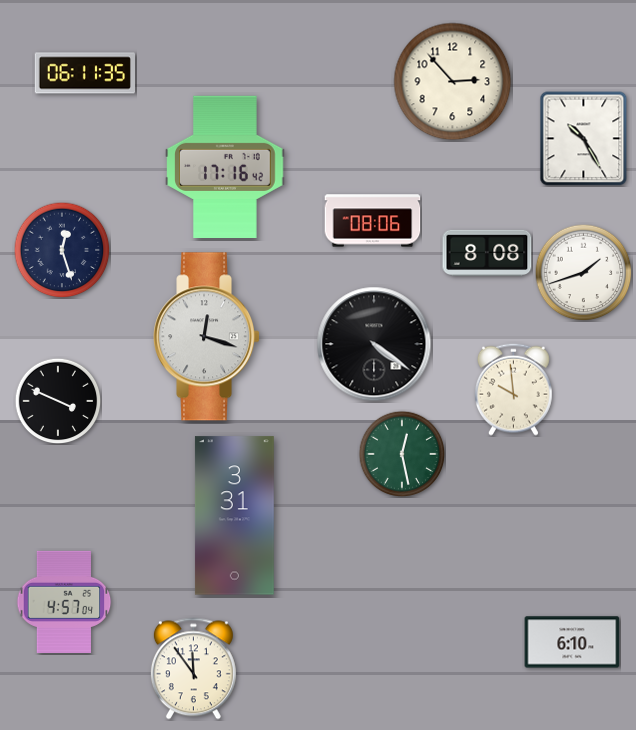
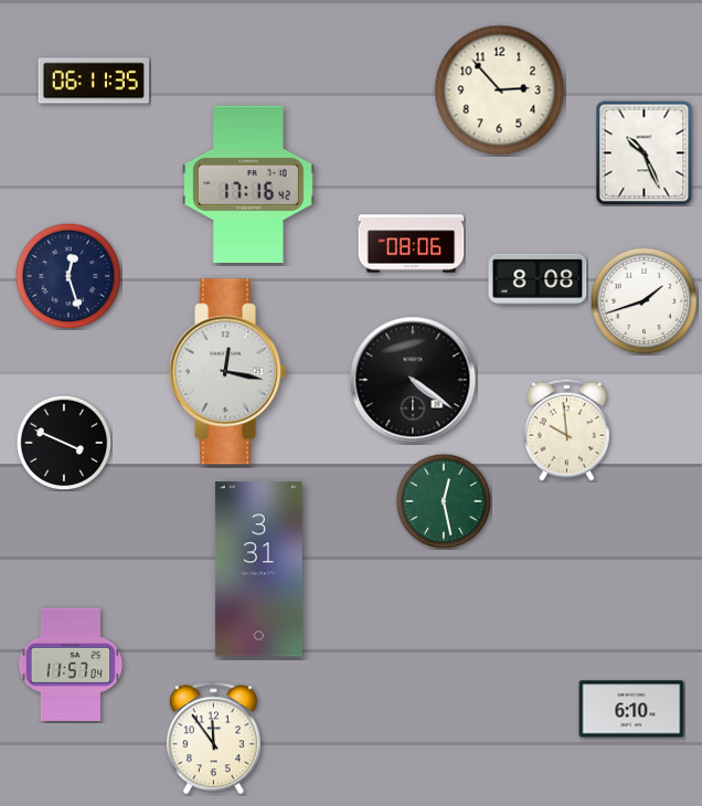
clock at (584, 139): 10:25 -> 10:26
clock at (207, 337): 12:18 -> 12:17
clock at (64, 602): 4:57 -> 11:57
